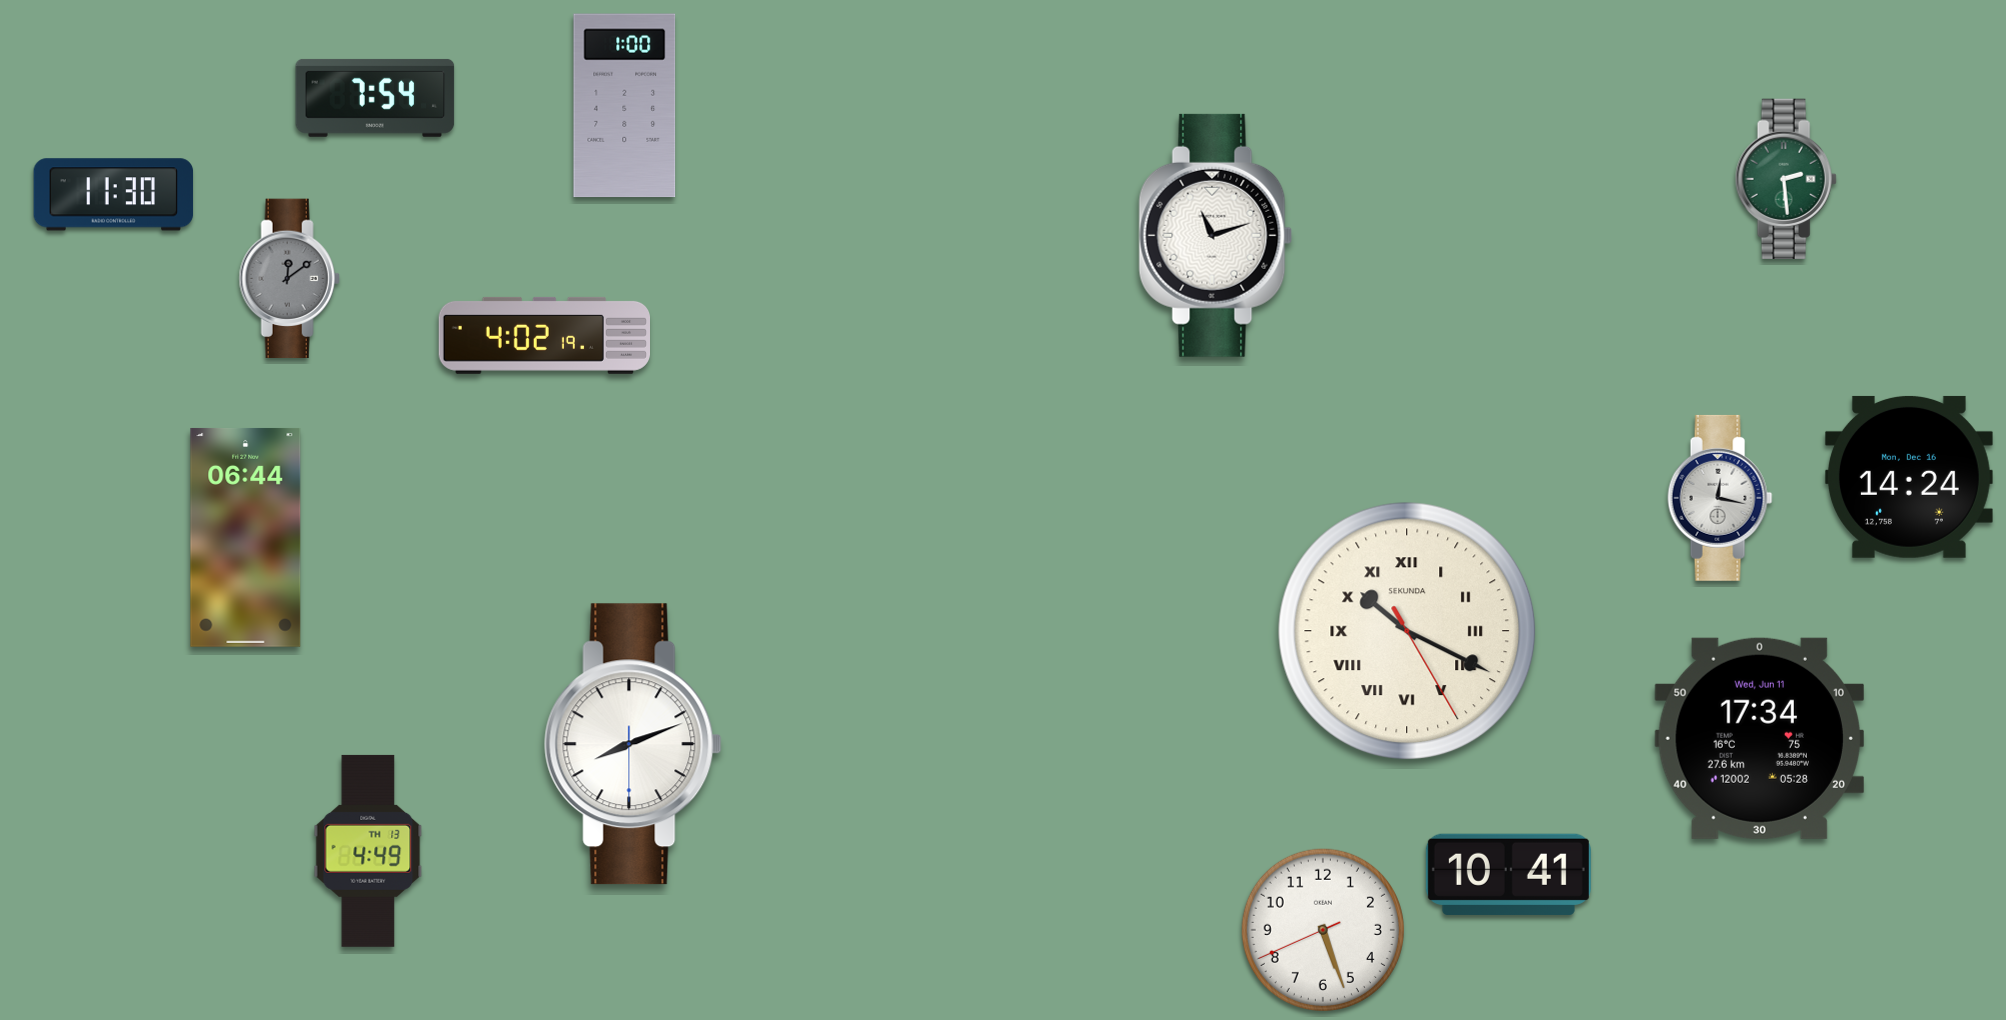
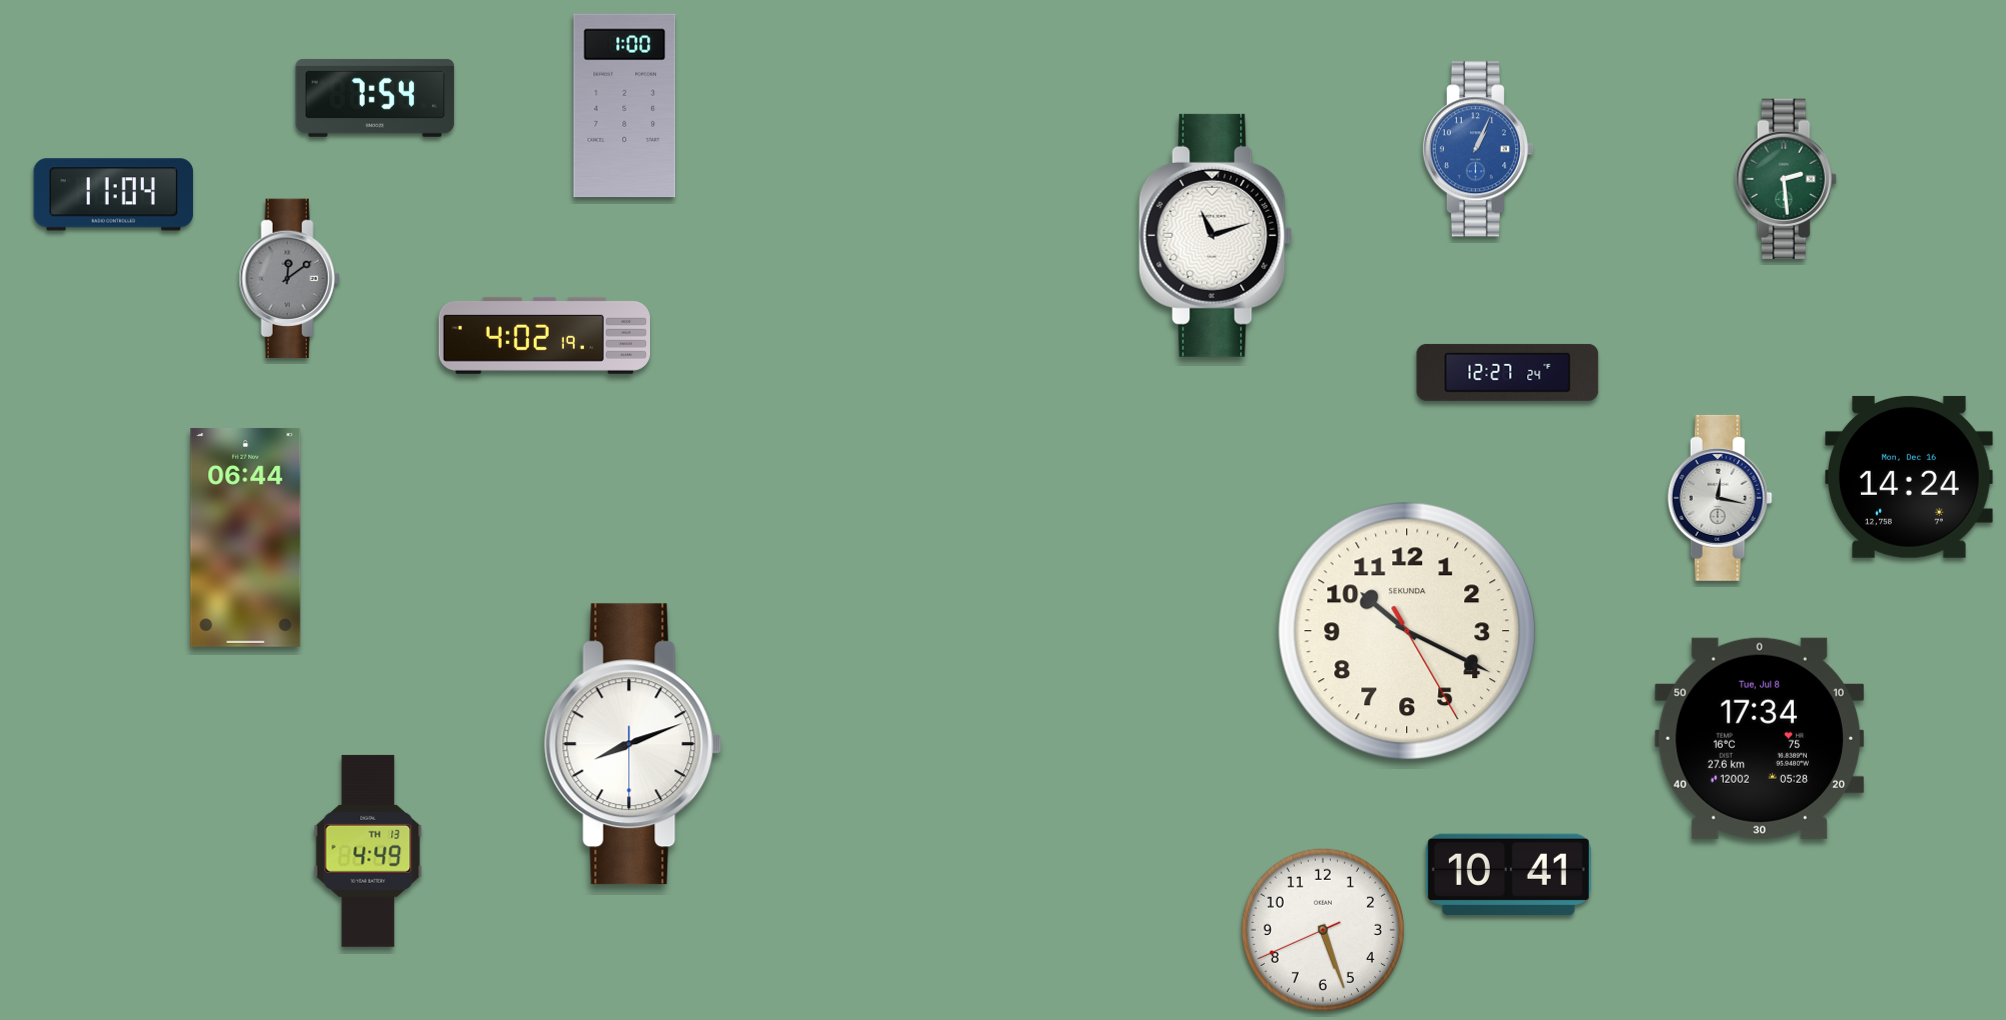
clock at (1477, 149): none -> 1:04
clock at (114, 195): 11:30 -> 11:04
clock at (1508, 372): none -> 12:27
clock at (1407, 631) numerals: Roman -> Arabic
clock at (1759, 738) date: Wed, Jun 11 -> Tue, Jul 8
